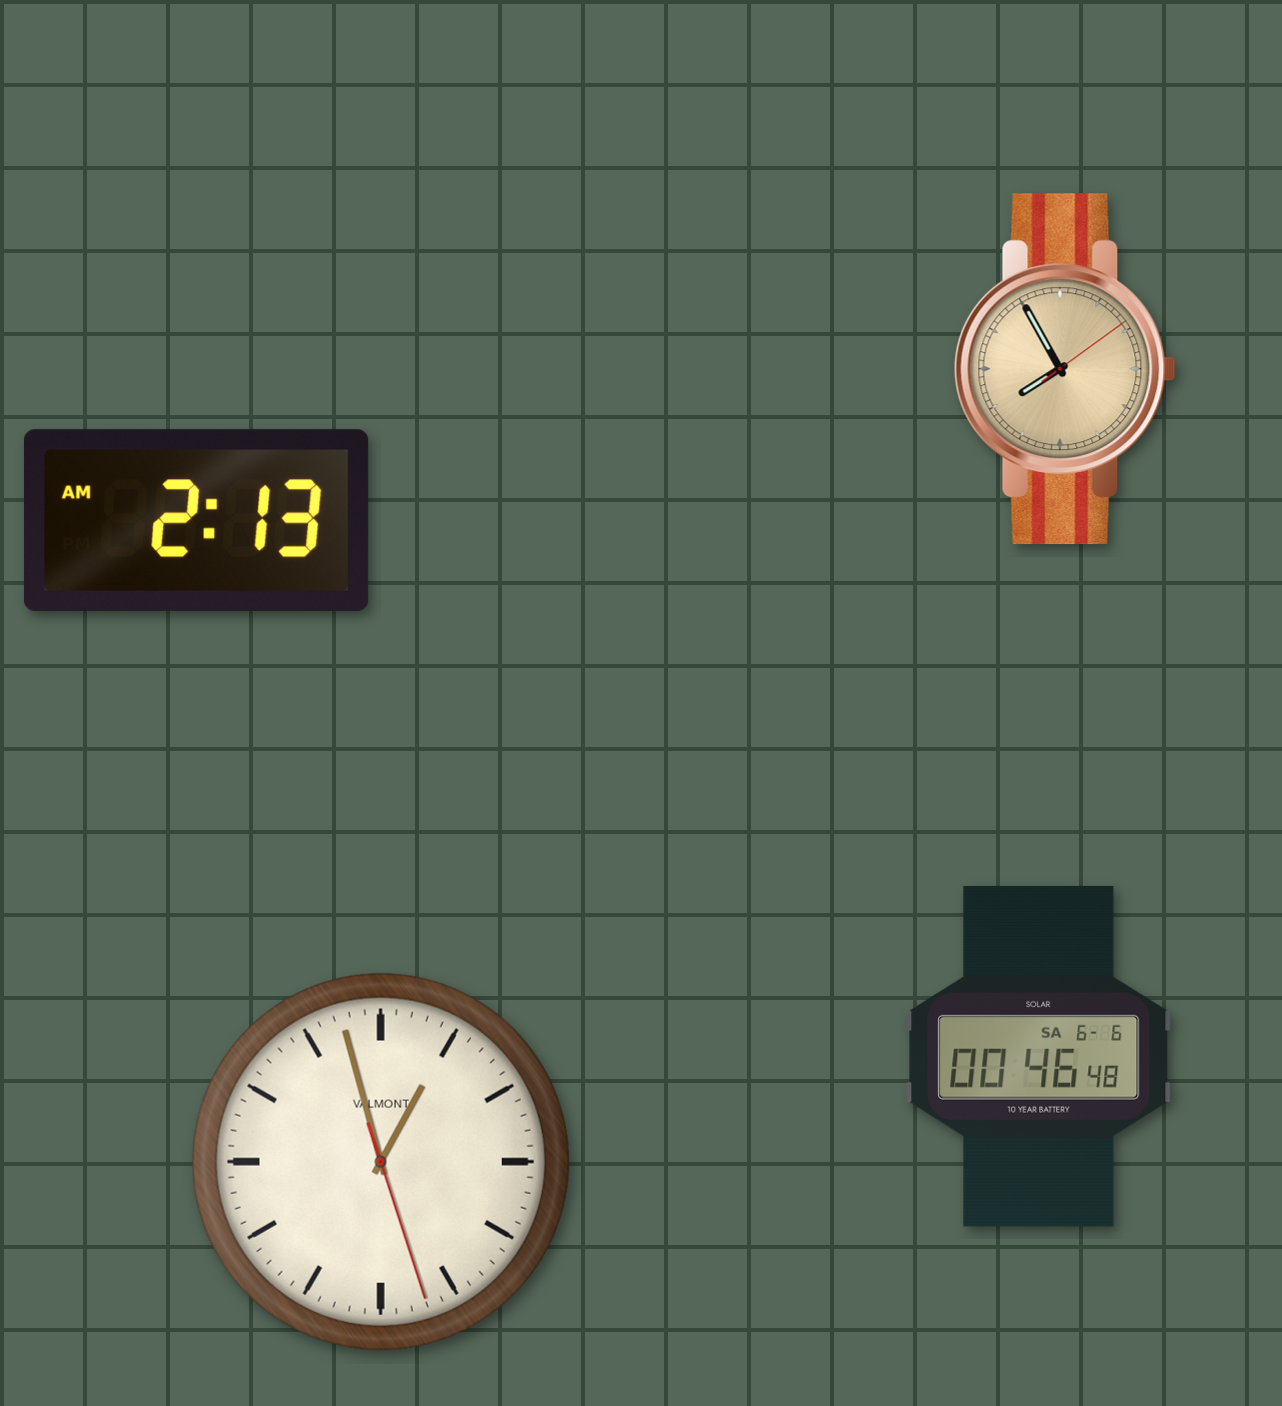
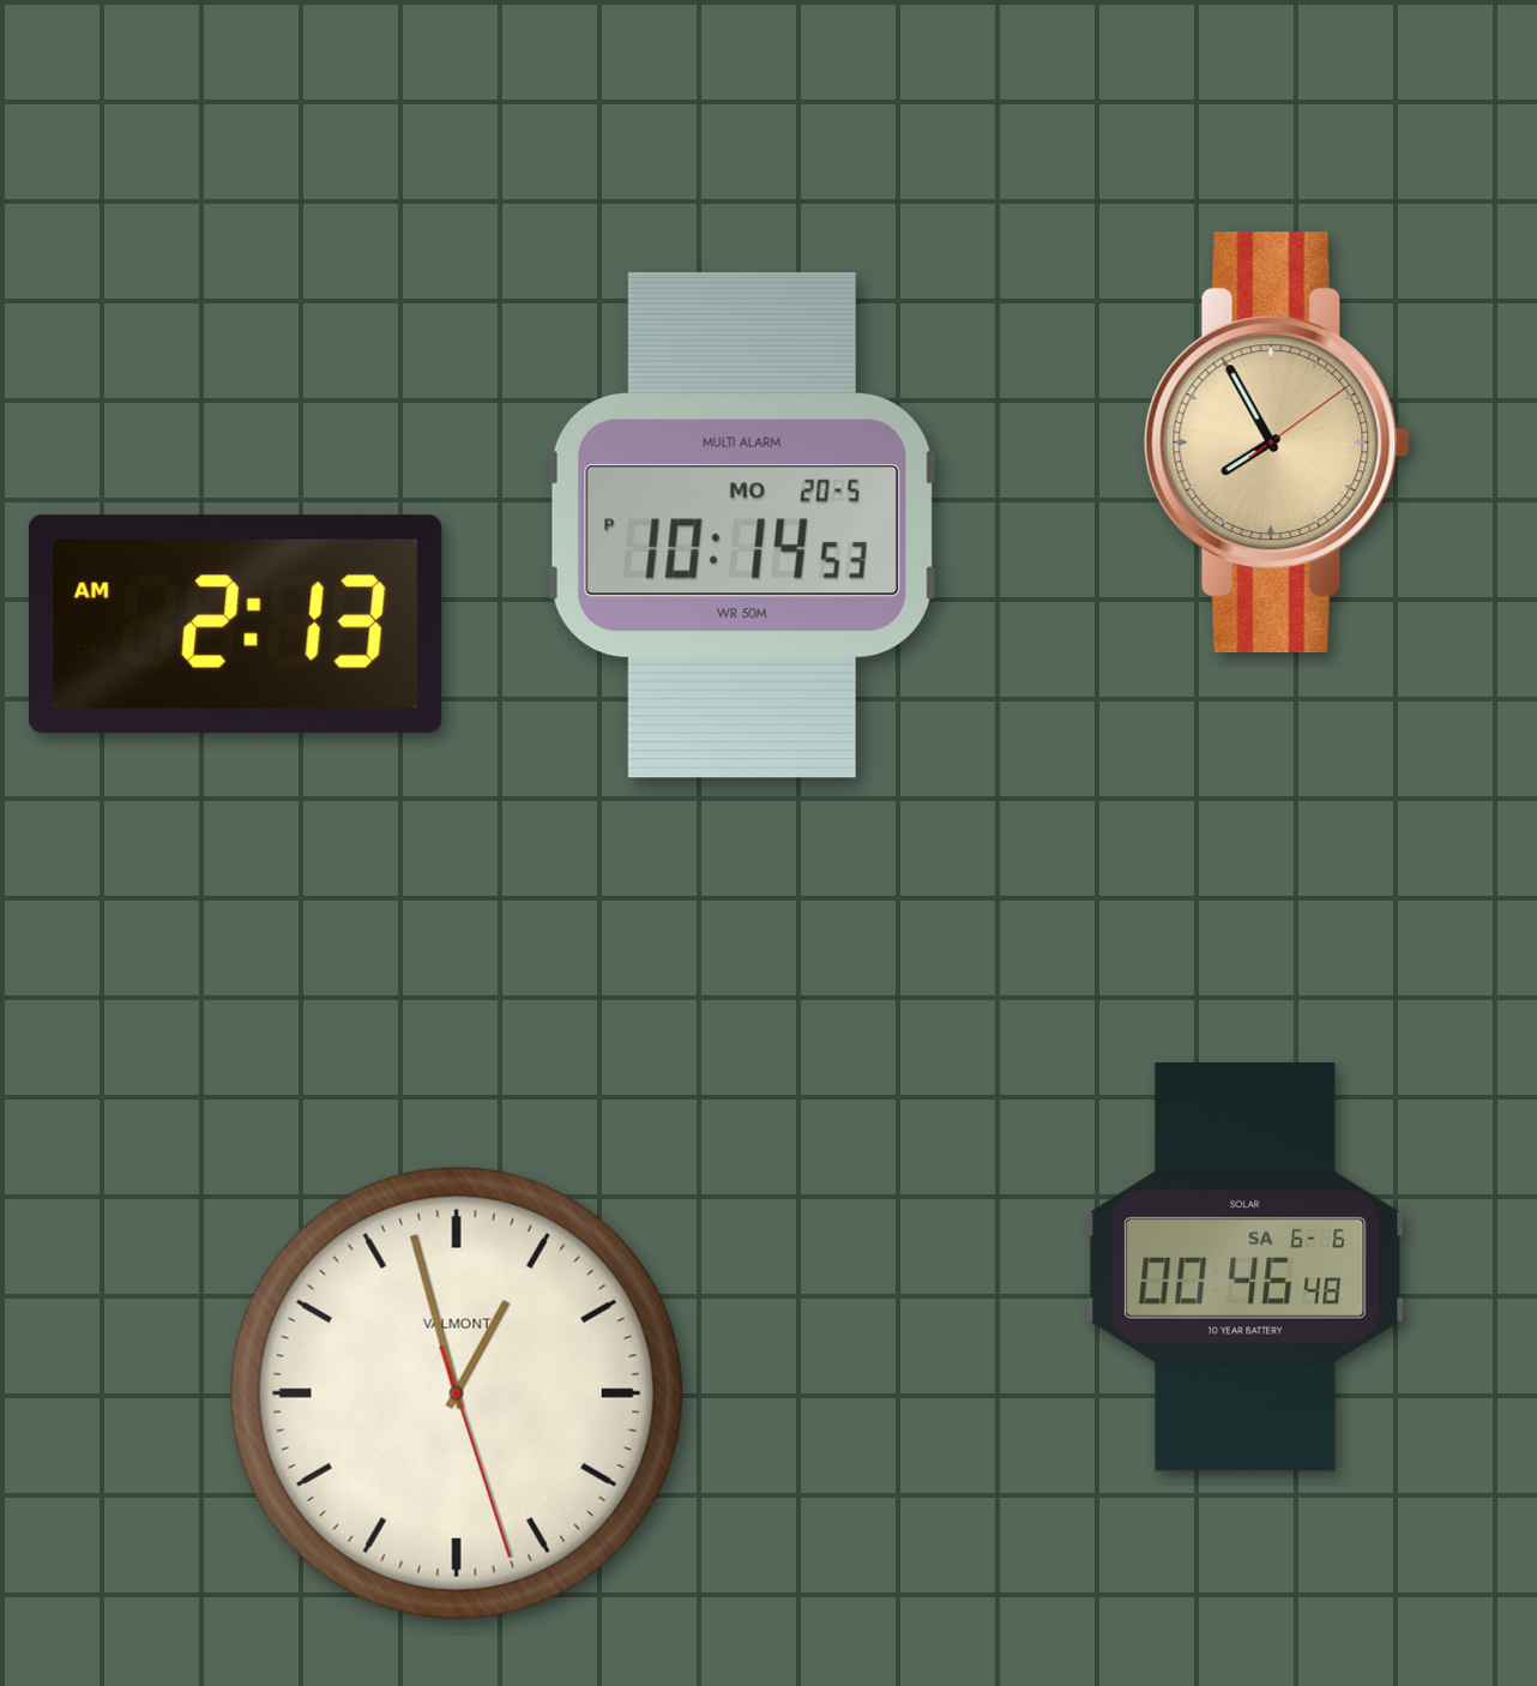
clock at (742, 525): none -> 10:14
